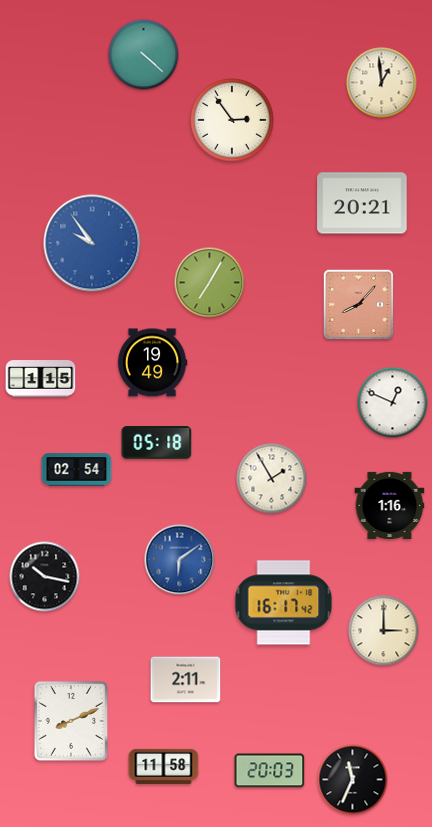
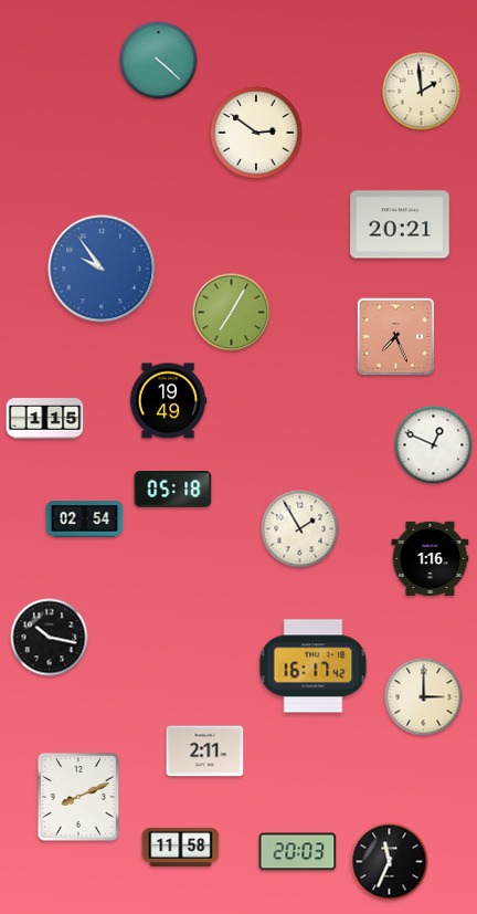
clock at (382, 83): 12:59 -> 1:59
clock at (233, 121): 2:54 -> 2:51
clock at (359, 305): 8:07 -> 7:26
clock at (180, 560): 6:09 -> none
